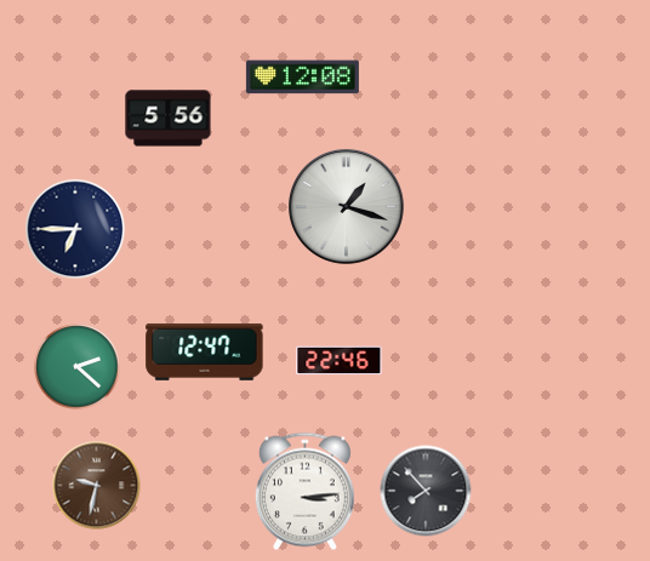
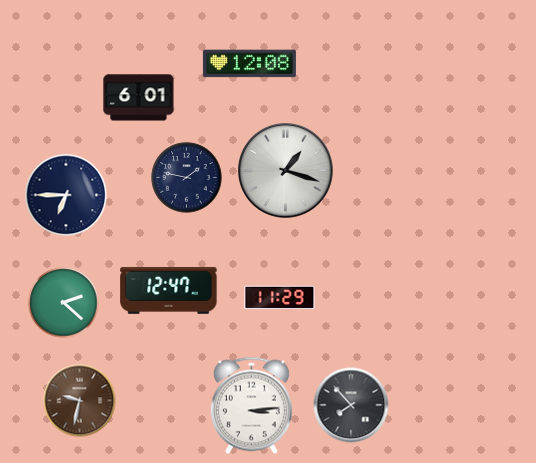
clock at (169, 119): 5:56 -> 6:01
clock at (187, 178): none -> 1:47
clock at (75, 229) position: (75, 229) -> (66, 195)
clock at (340, 361): 22:46 -> 11:29
